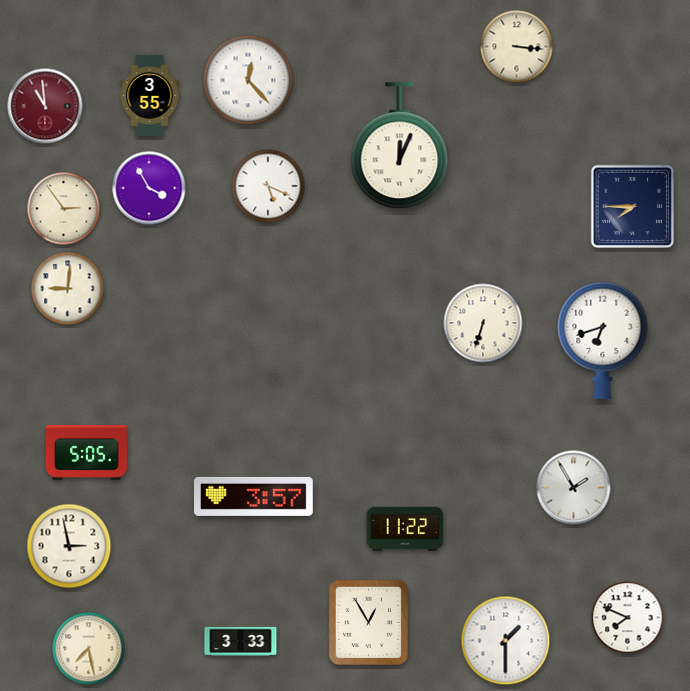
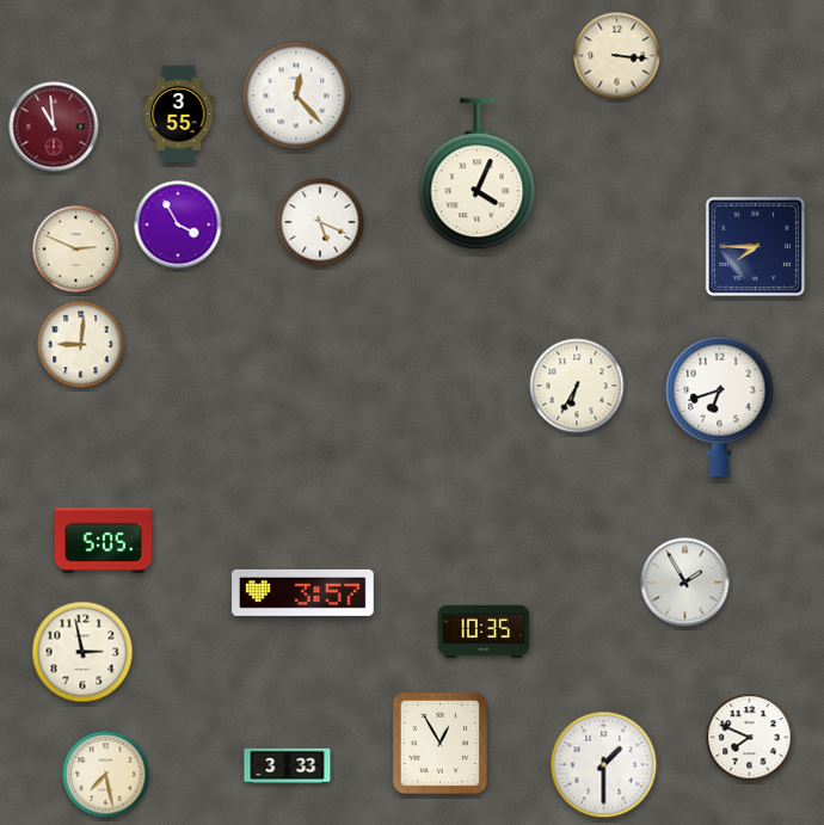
clock at (400, 146): 12:04 -> 4:04
clock at (64, 209): 2:54 -> 2:49
clock at (483, 323): 6:33 -> 6:35
clock at (405, 529): 11:22 -> 10:35
